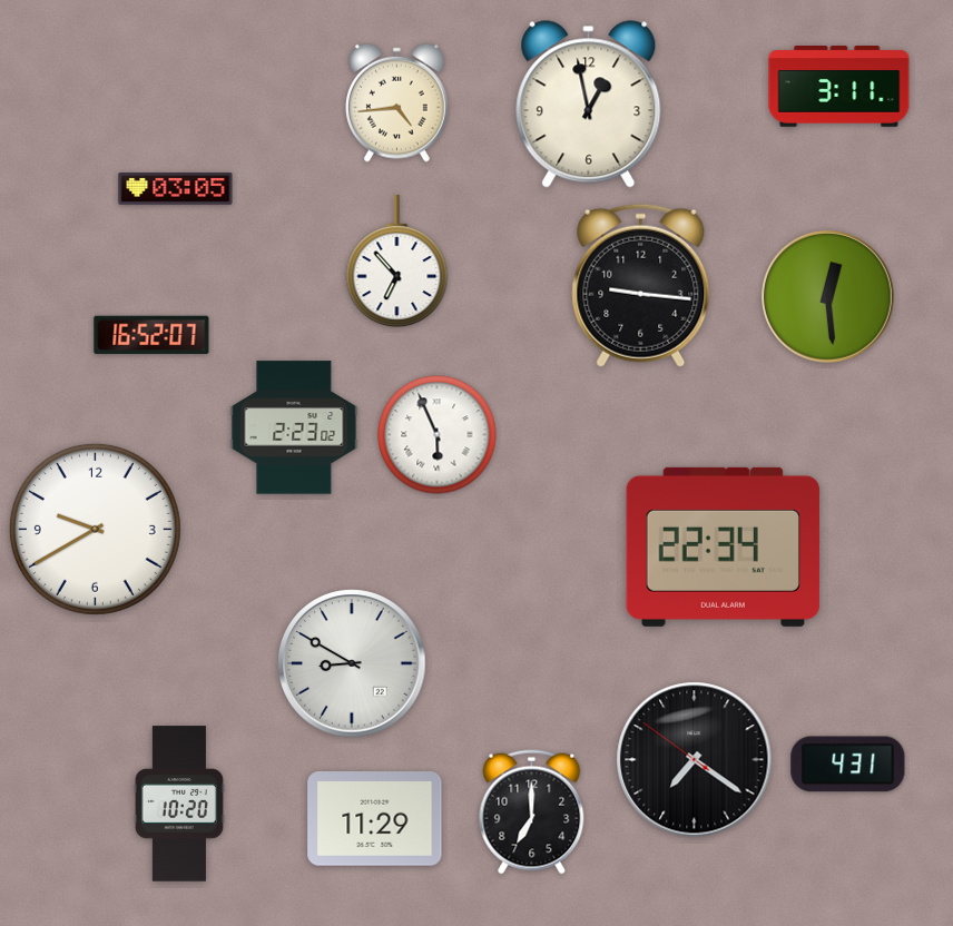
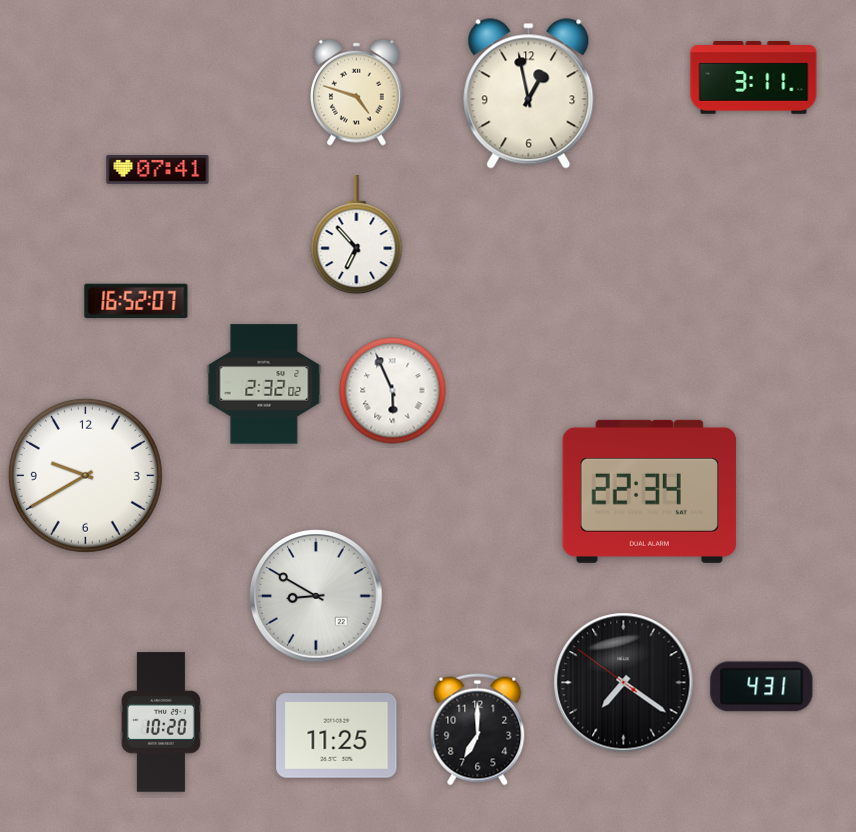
clock at (397, 102): 4:44 -> 4:48
clock at (176, 189): 03:05 -> 07:41
clock at (641, 285): 9:16 -> none
clock at (828, 297): 12:29 -> none
clock at (294, 427): 2:23 -> 2:32
clock at (375, 819): 11:29 -> 11:25
